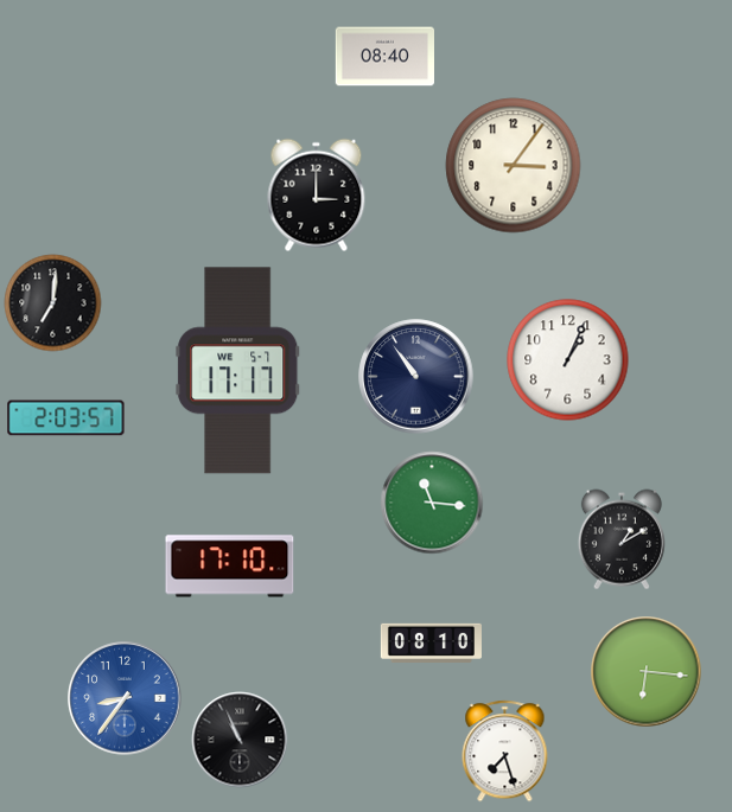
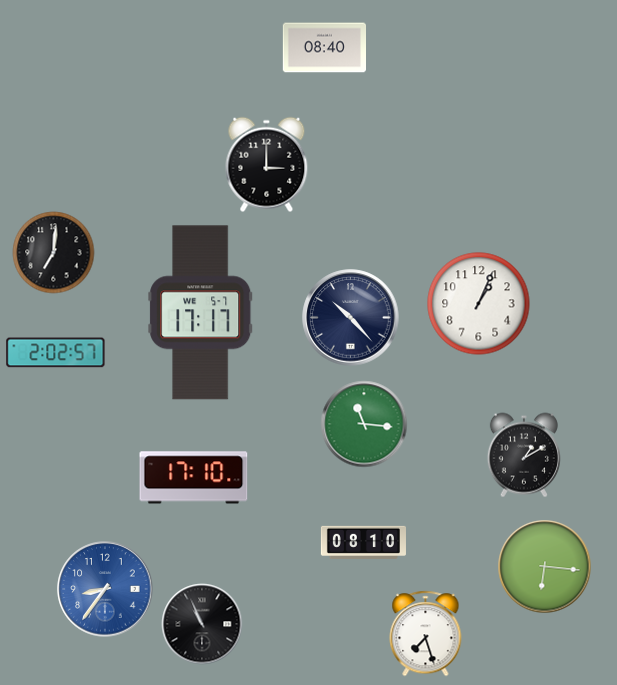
clock at (514, 166): 3:06 -> none
clock at (53, 303) position: (53, 303) -> (54, 253)
clock at (416, 377): 10:54 -> 10:23
clock at (66, 418): 2:03 -> 2:02
